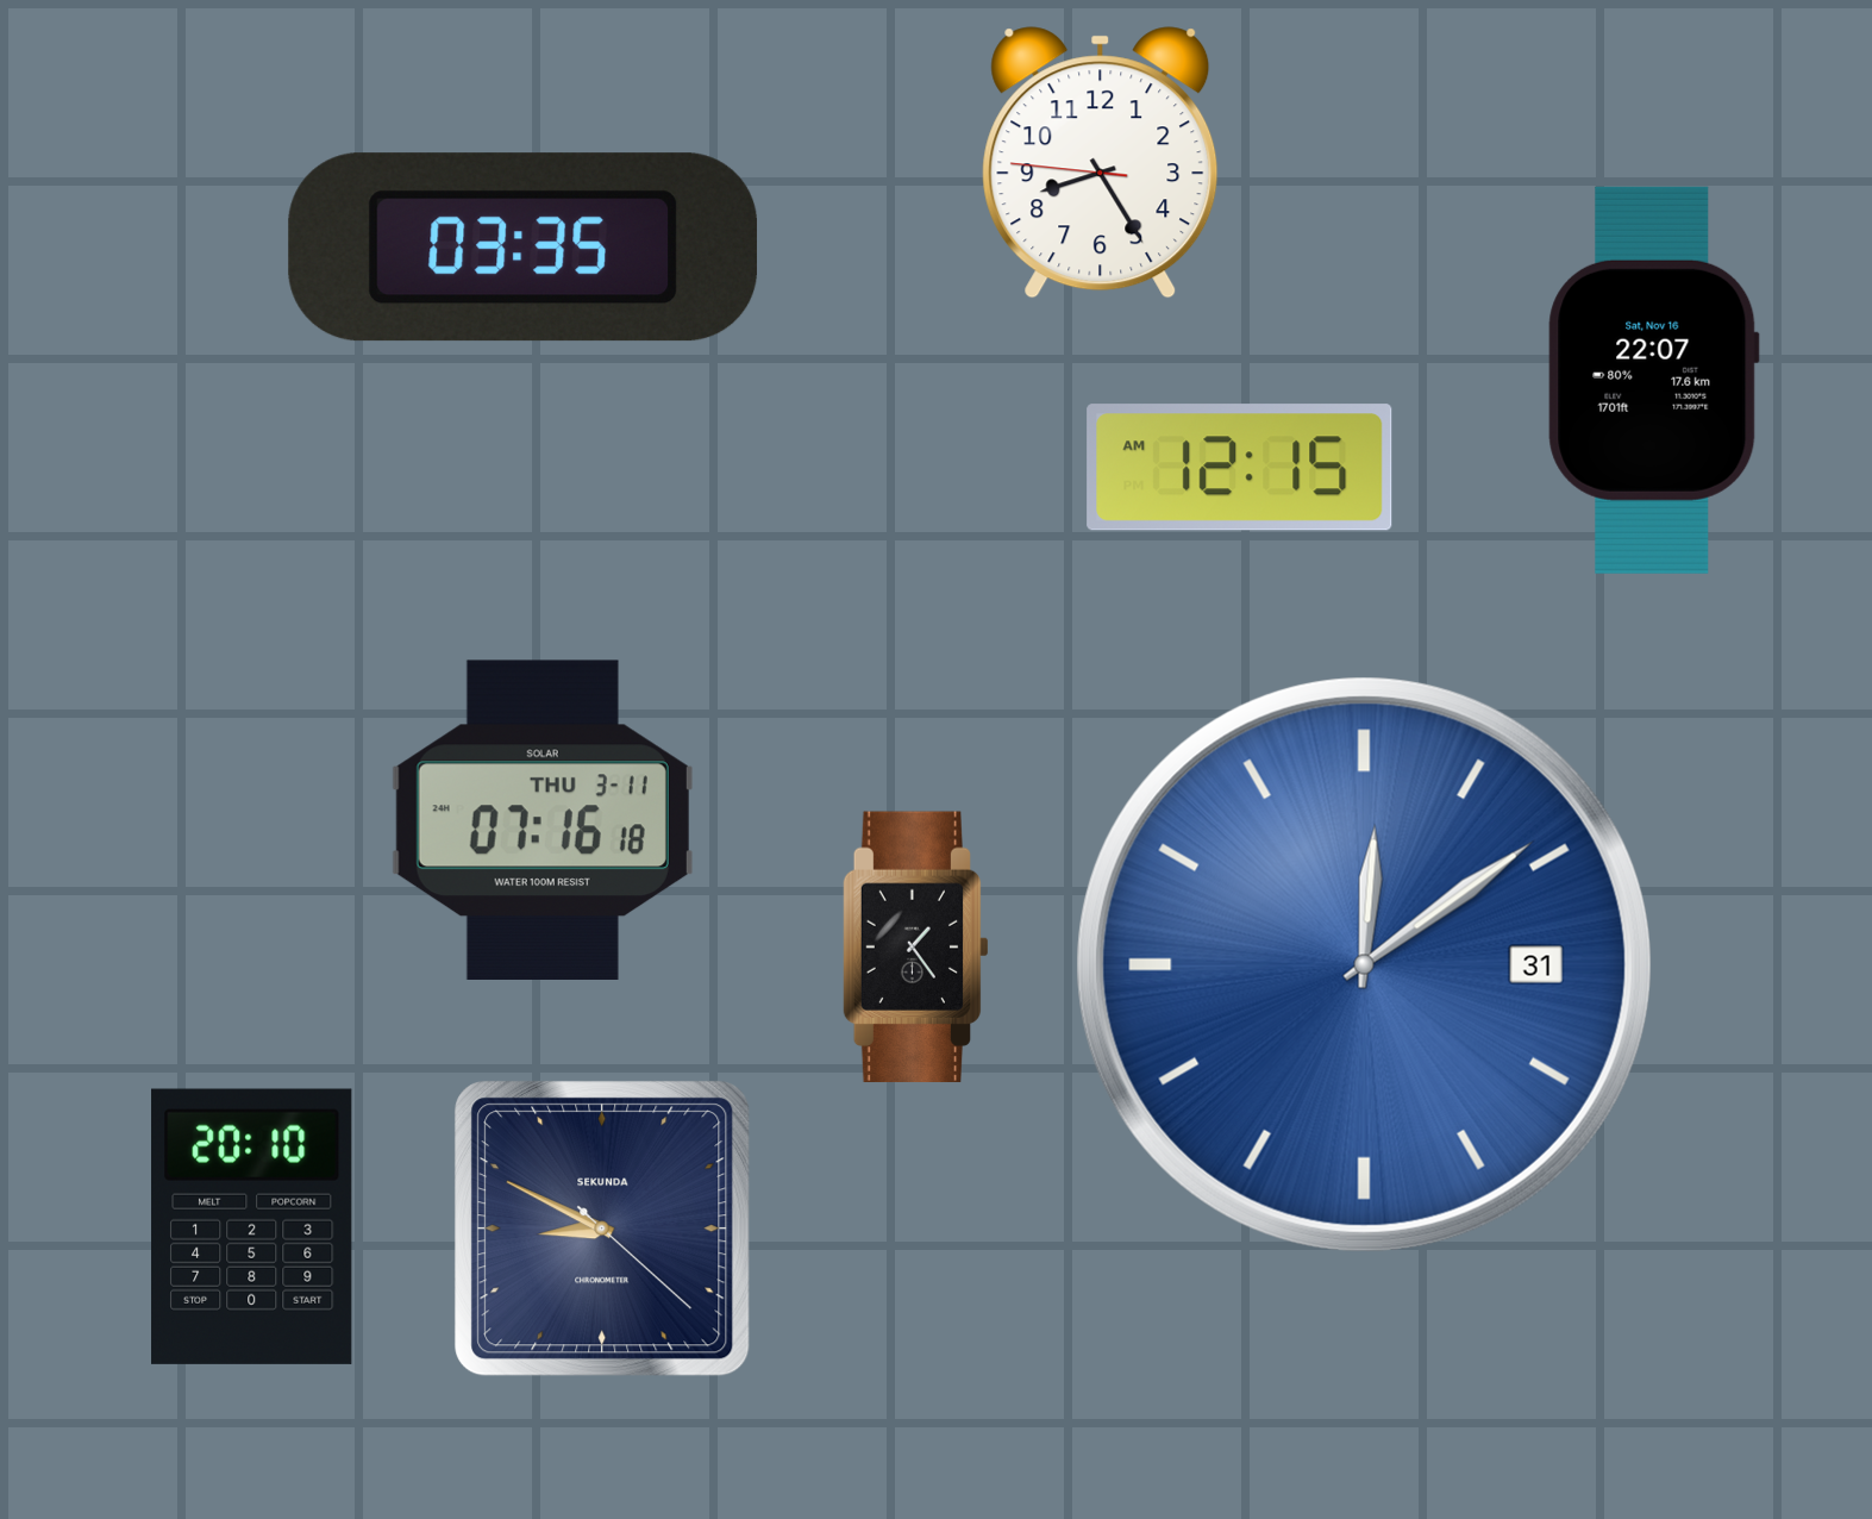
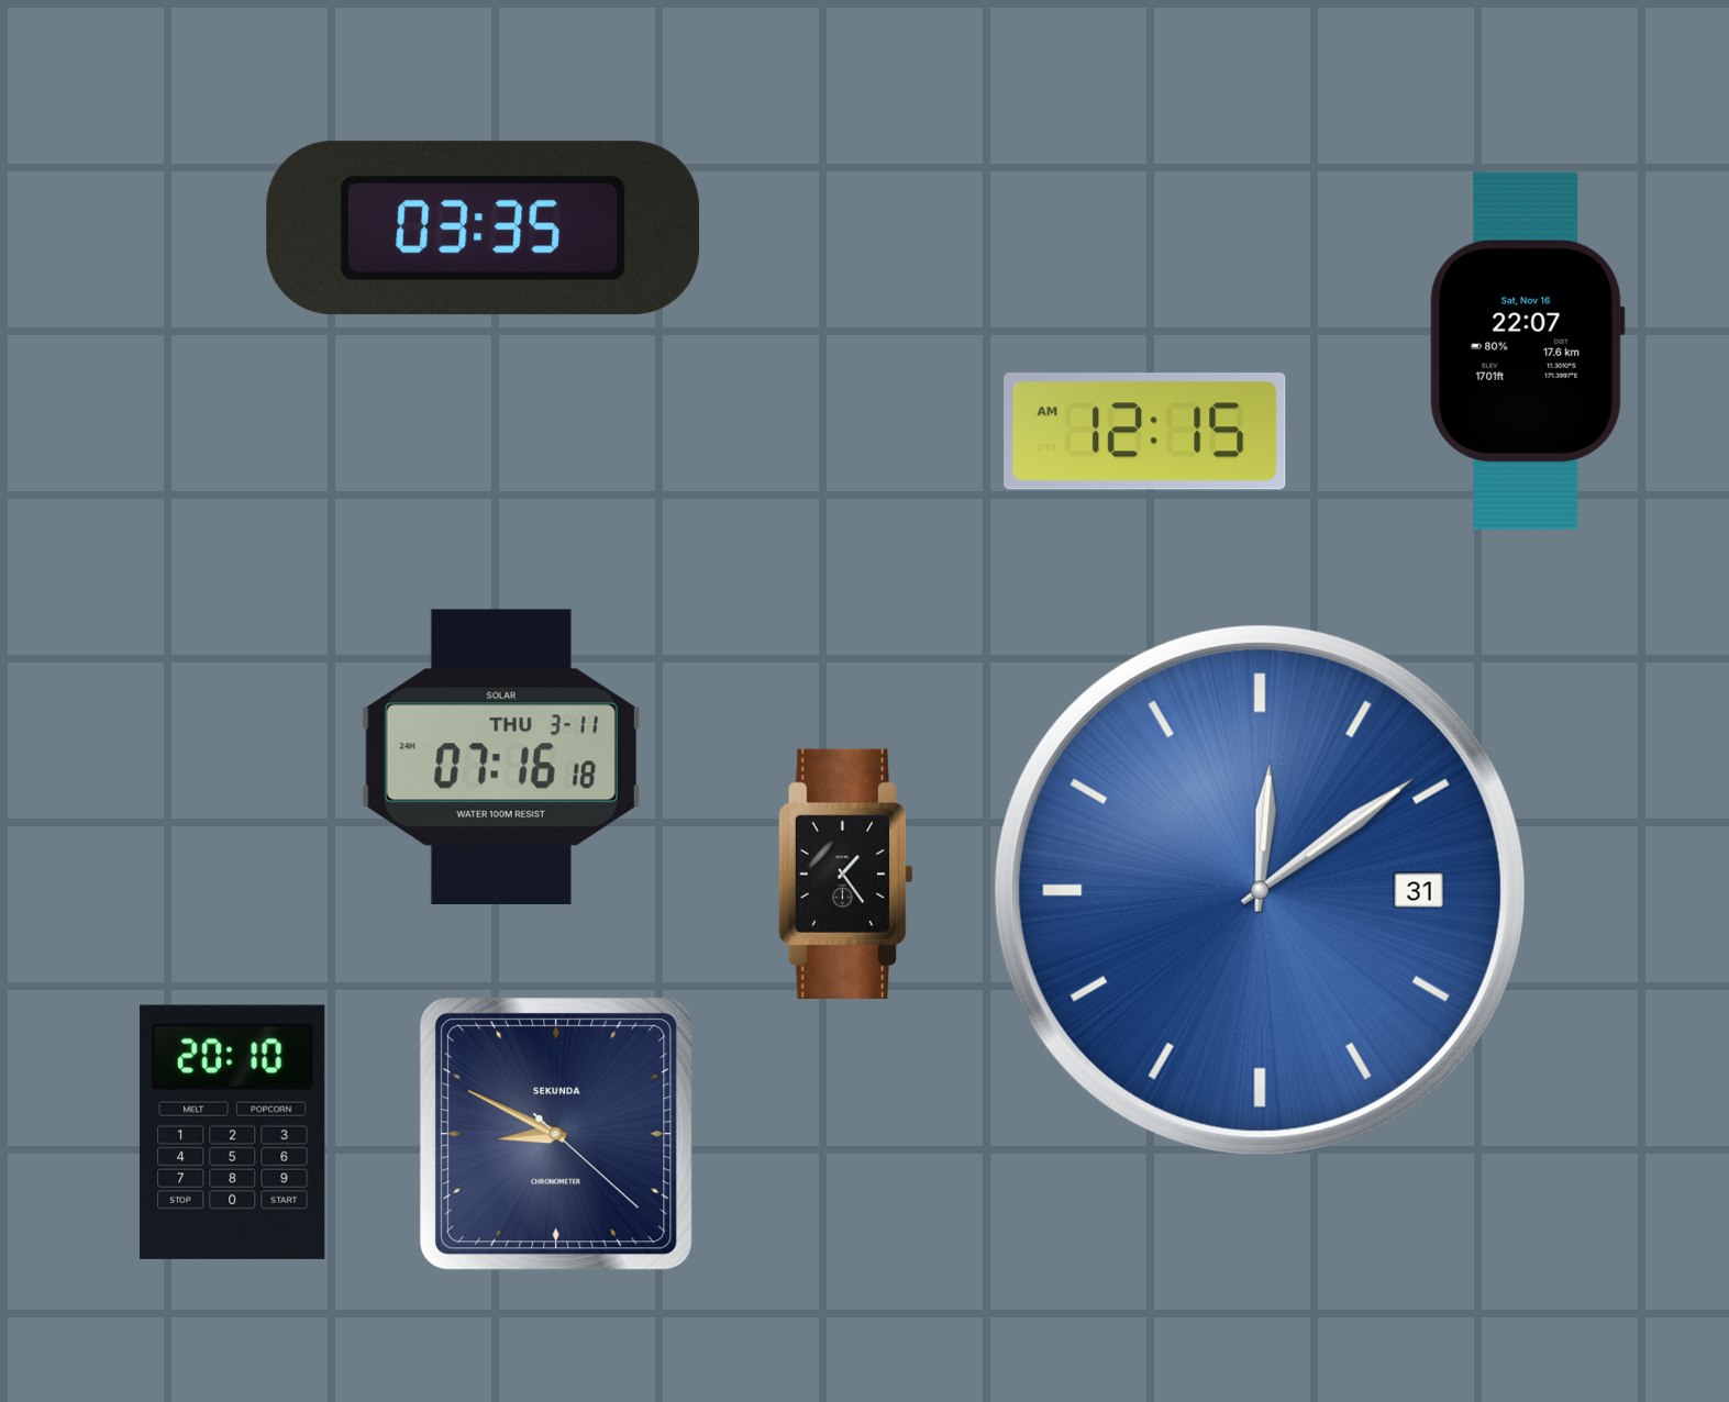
clock at (1101, 163): 8:24 -> none
